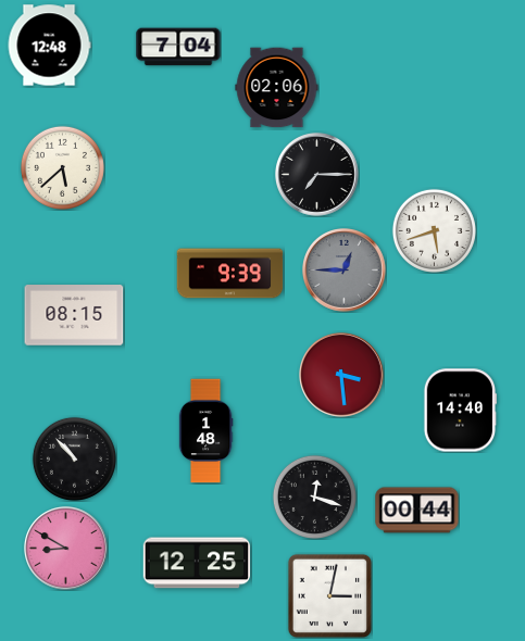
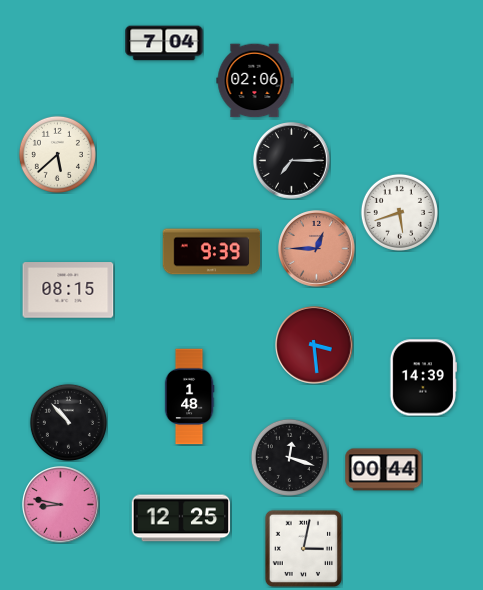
clock at (49, 46): 12:48 -> none
clock at (345, 271) dial: grey -> salmon
clock at (459, 411): 14:40 -> 14:39
clock at (66, 549): 8:50 -> 8:47
